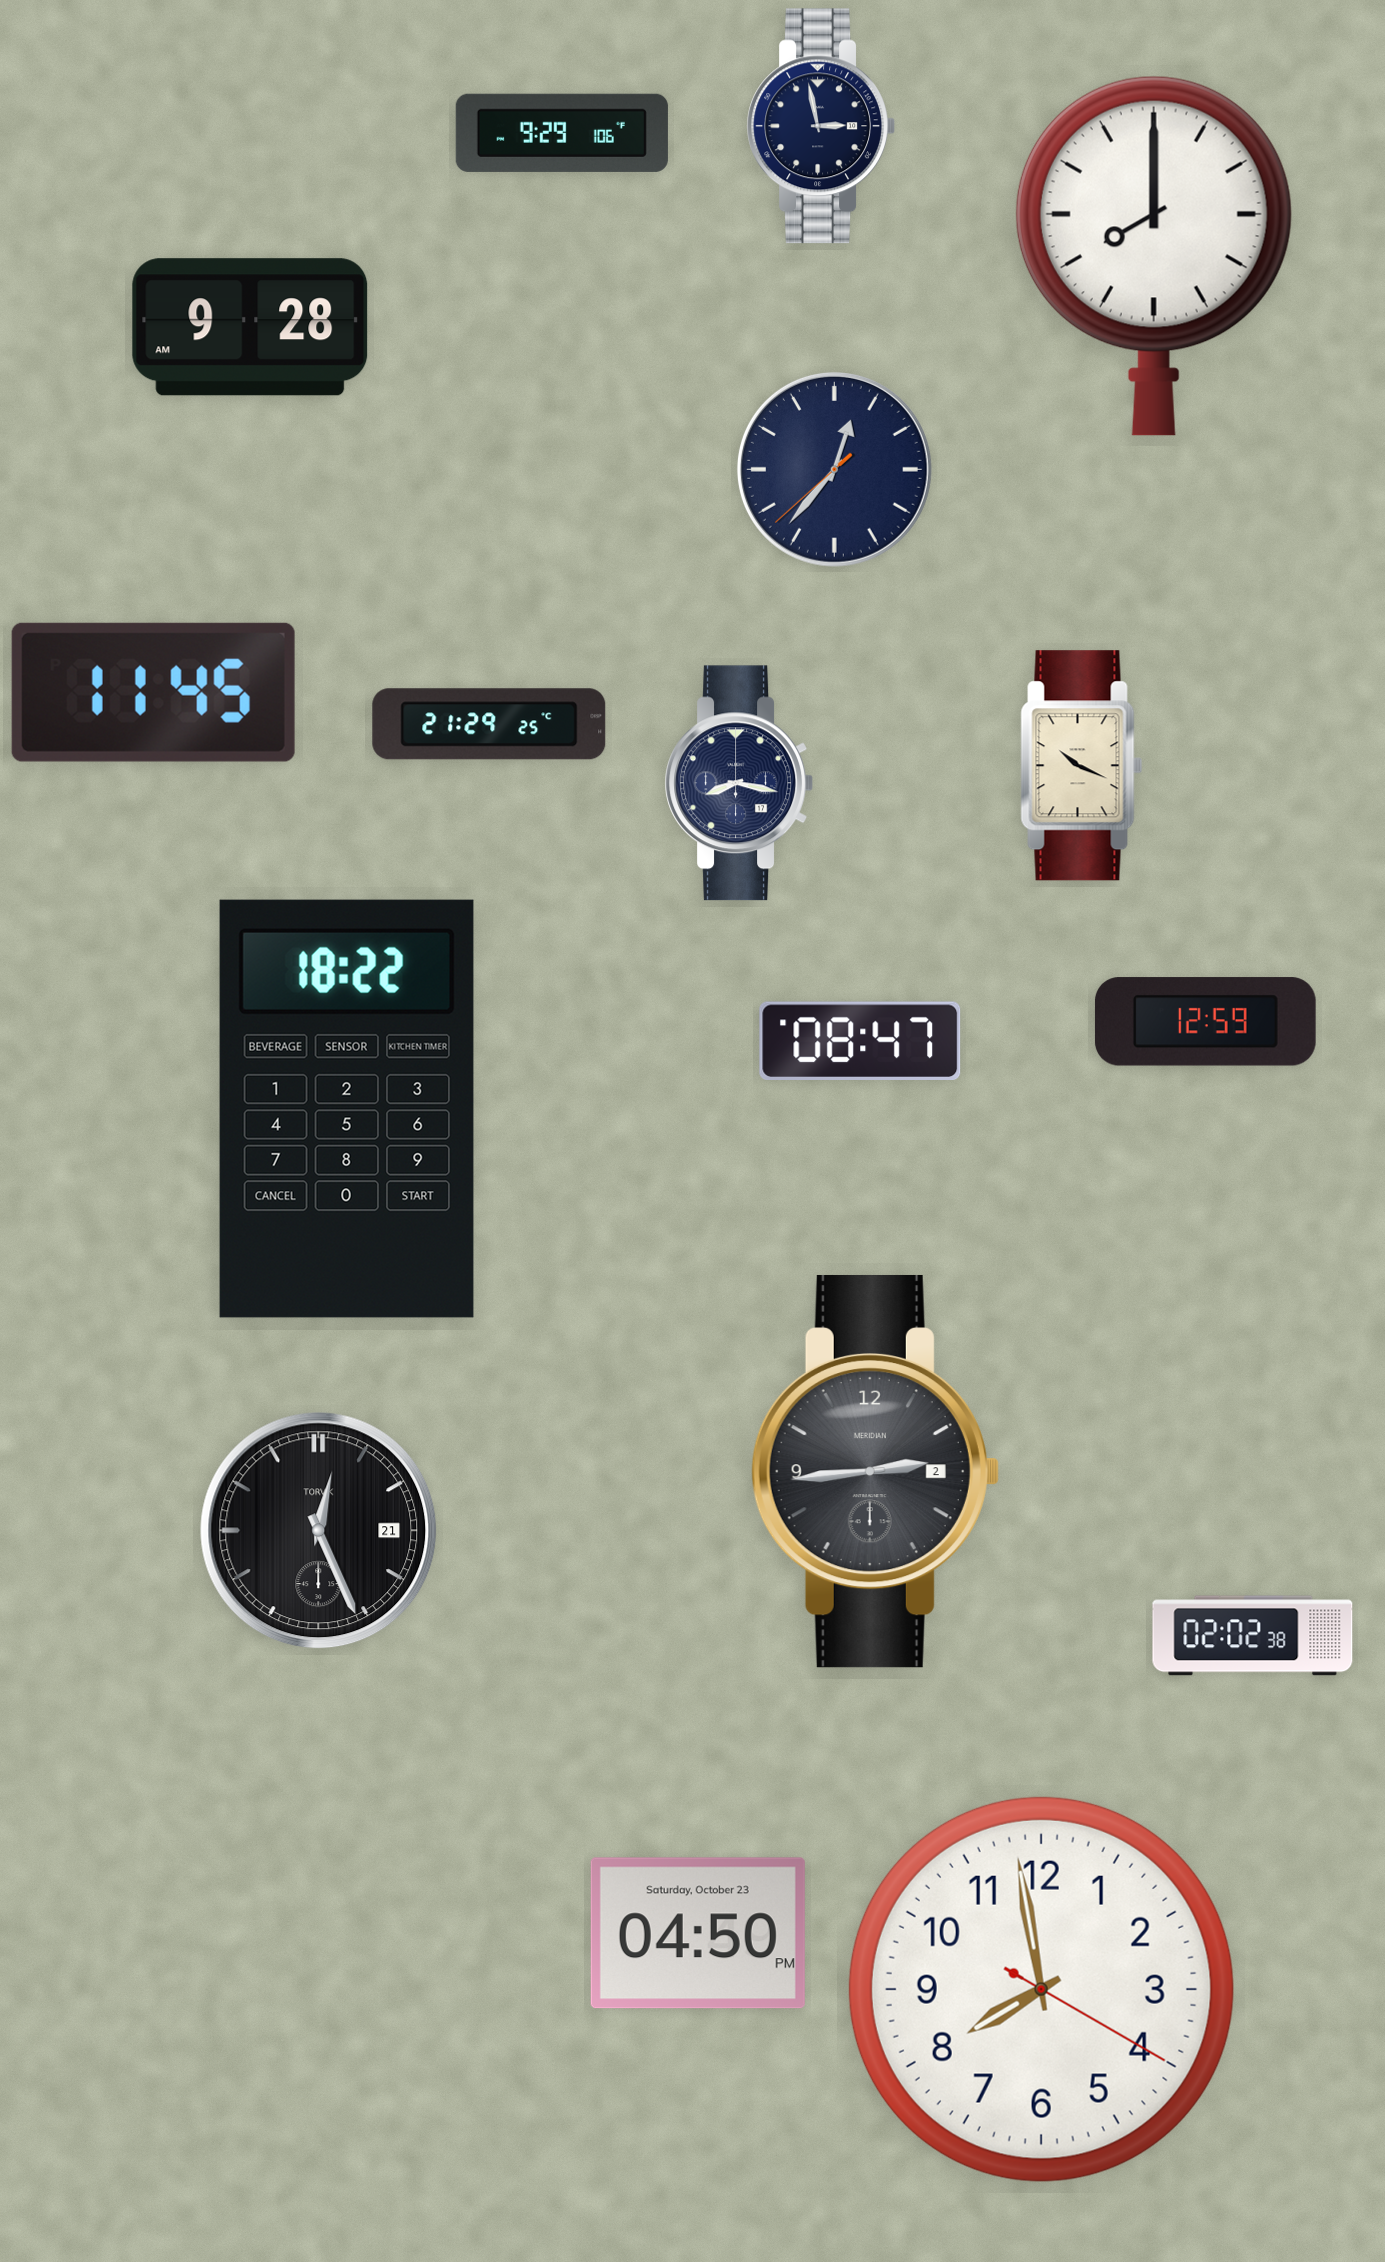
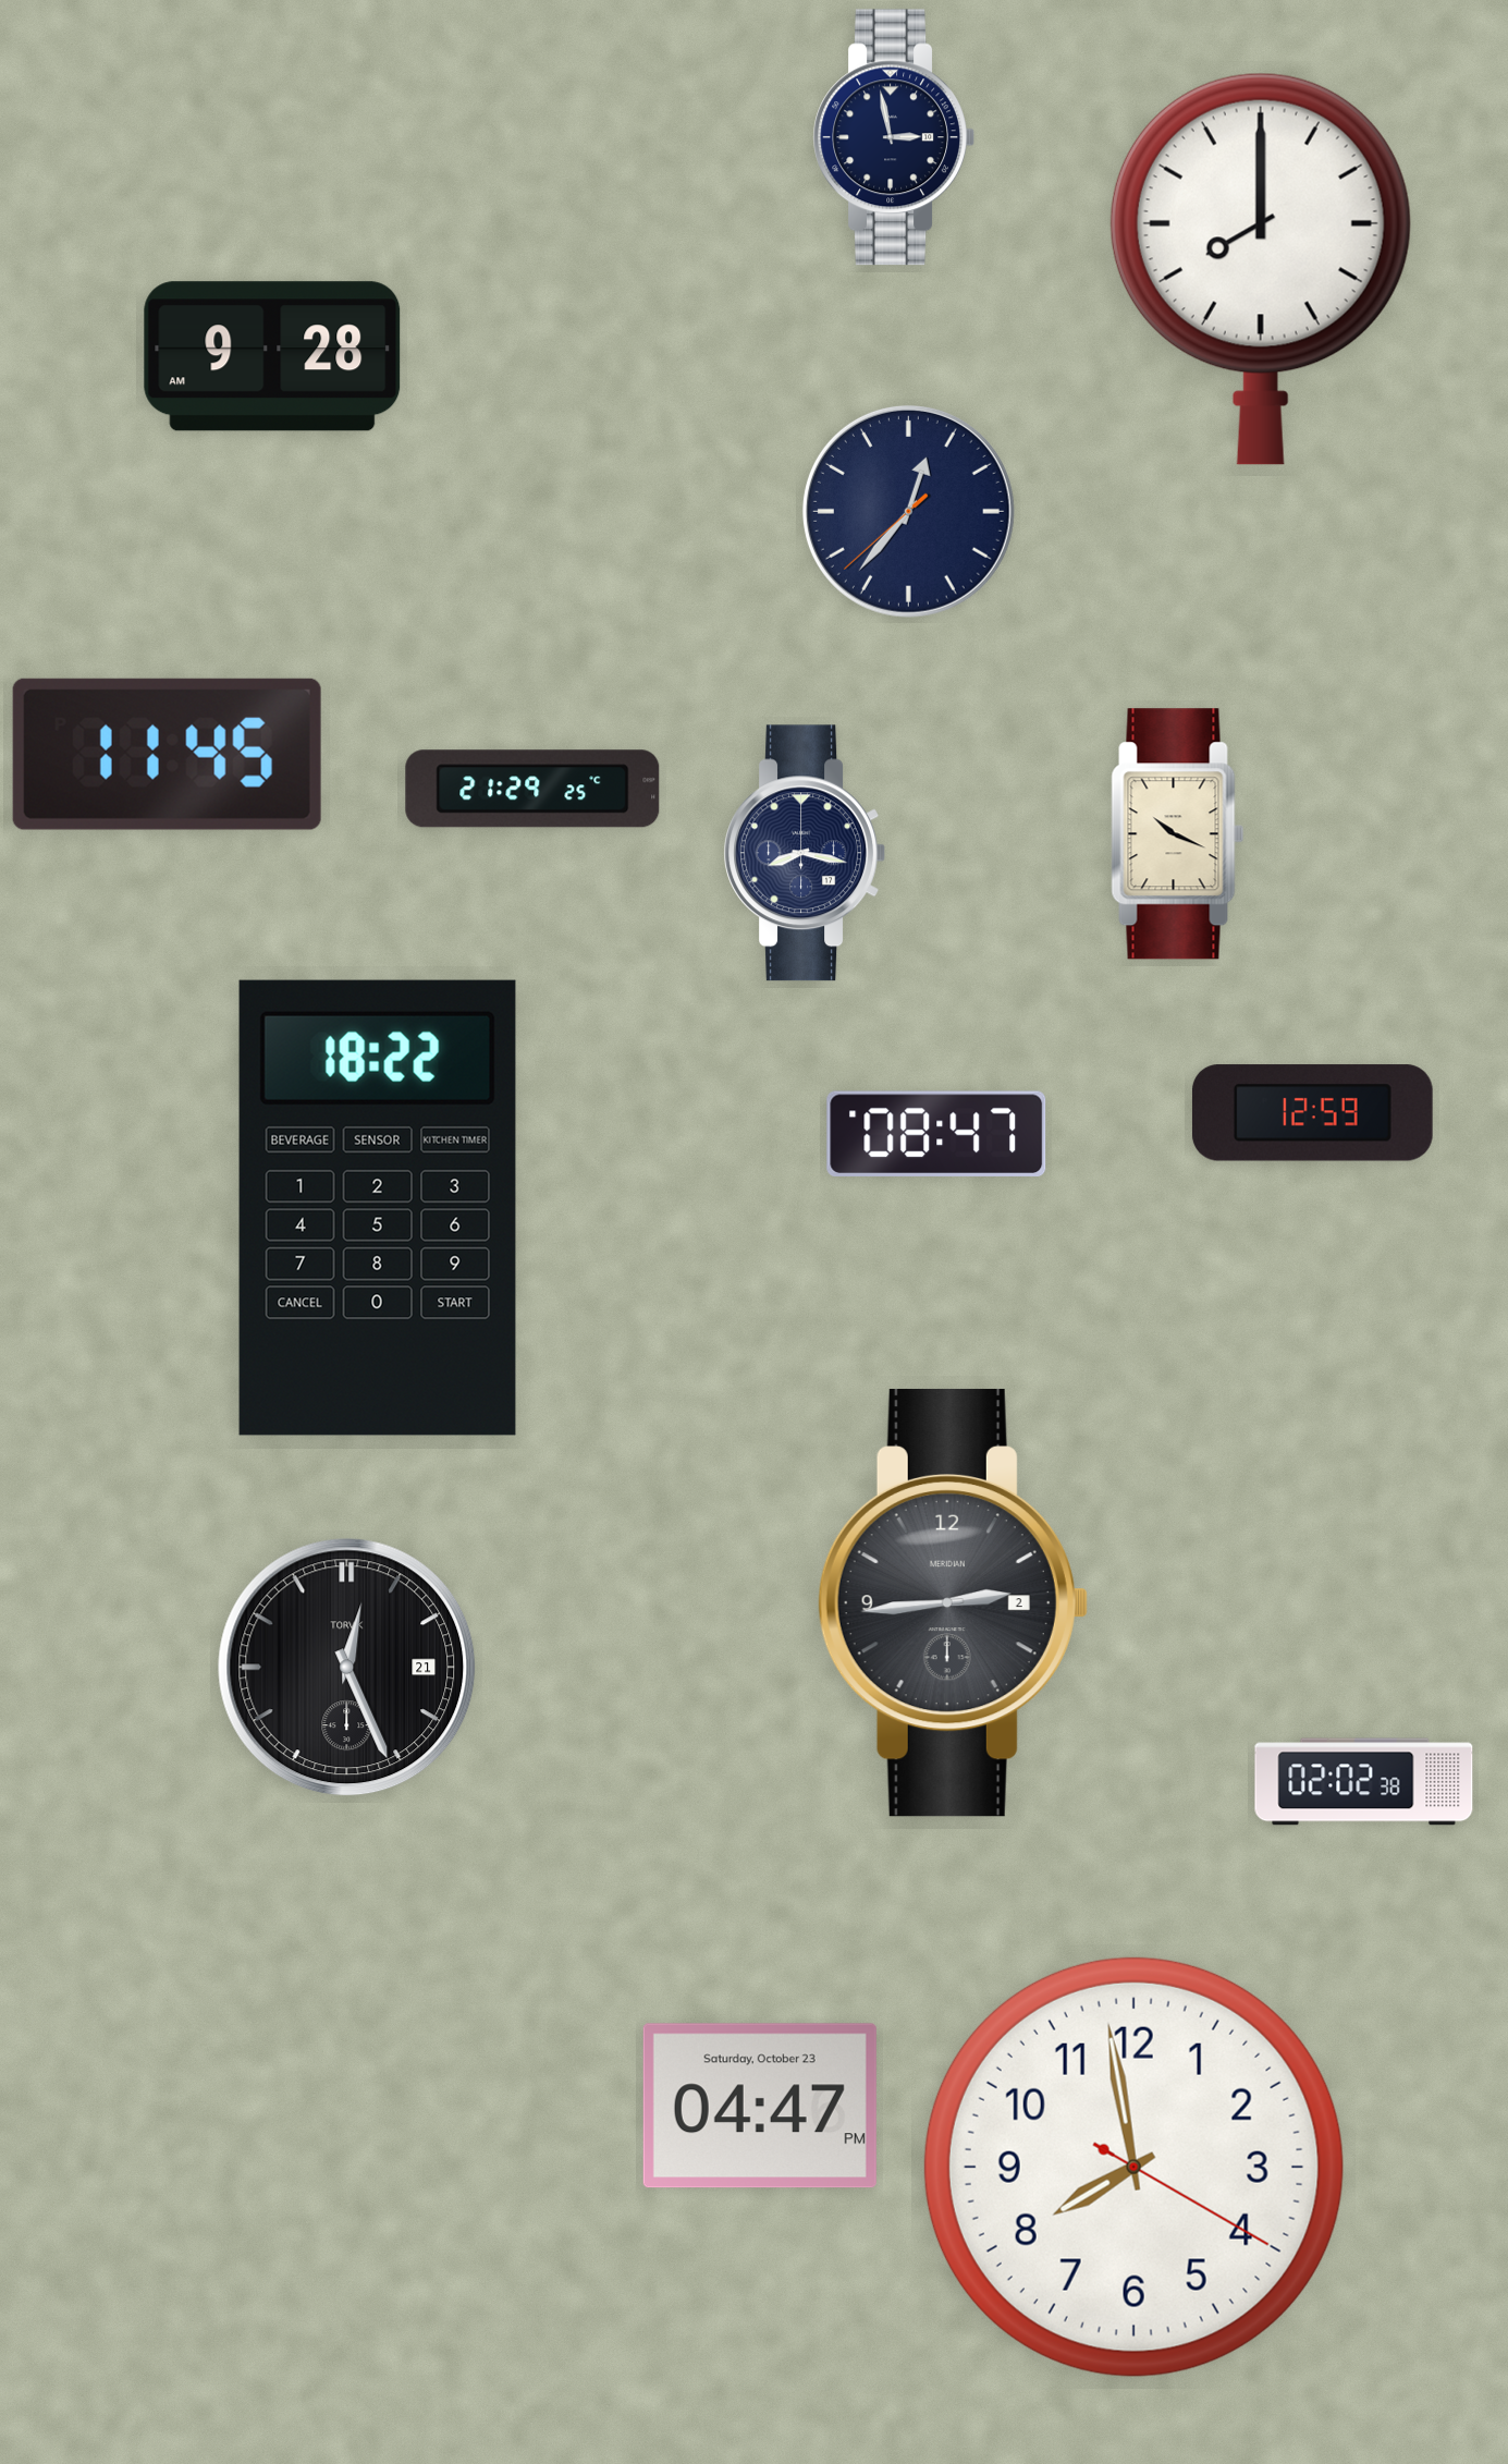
clock at (562, 133): 9:29 -> none
clock at (1154, 256) position: (1154, 256) -> (1261, 269)
clock at (698, 1933): 04:50 -> 04:47
